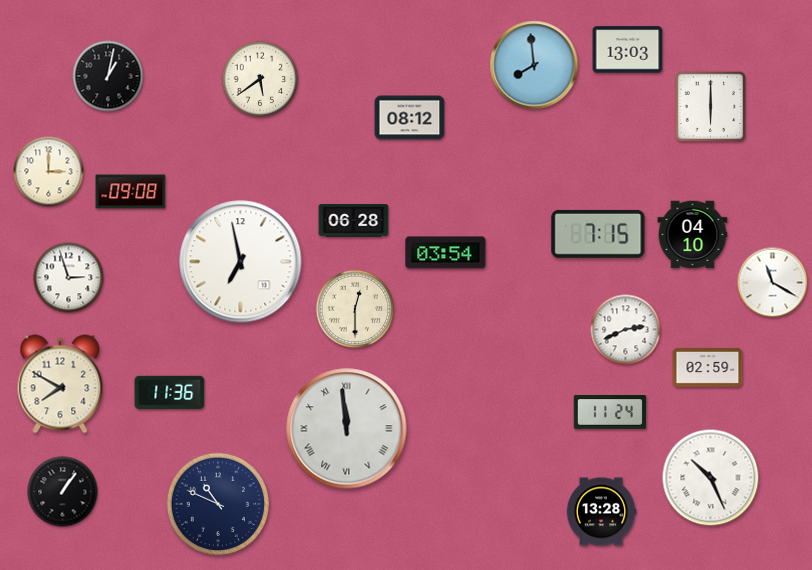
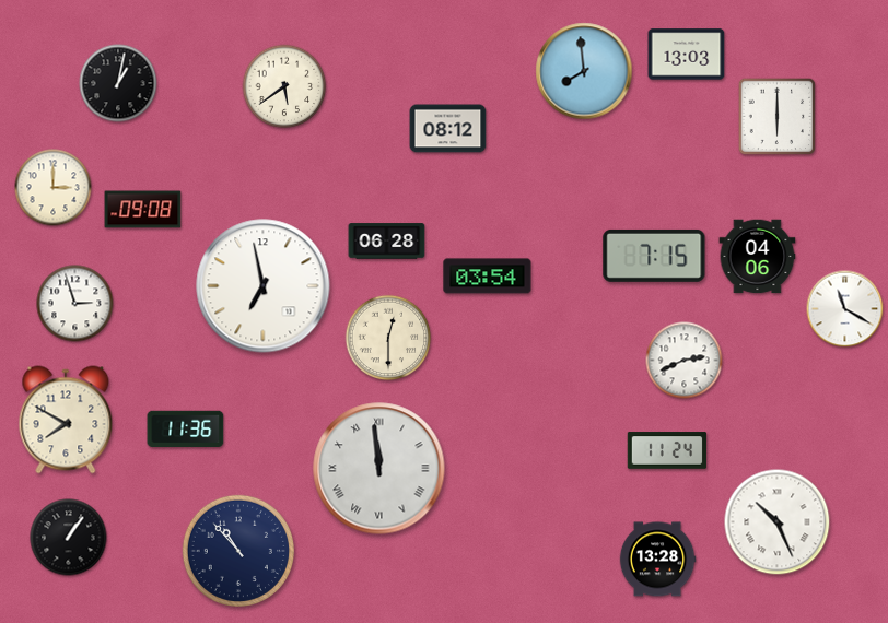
clock at (693, 235): 04:10 -> 04:06
clock at (708, 367): 02:59 -> none
clock at (217, 503): 10:49 -> 10:53
